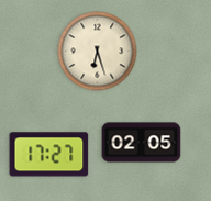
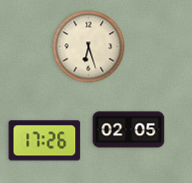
clock at (49, 155): 17:27 -> 17:26
